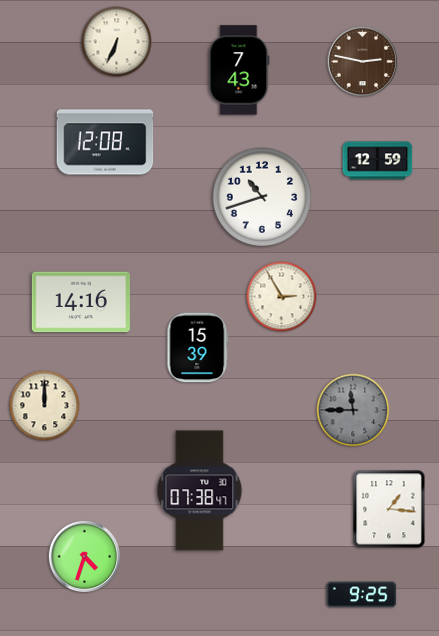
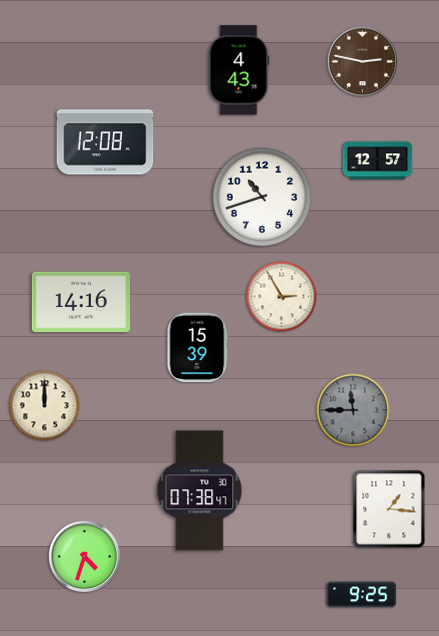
clock at (117, 42): 6:34 -> none
clock at (239, 70): 7:43 -> 4:43
clock at (378, 161): 12:59 -> 12:57
